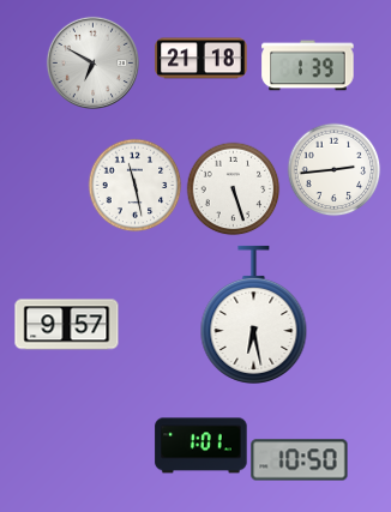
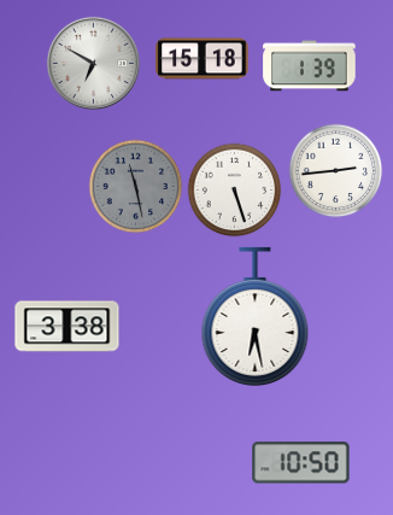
clock at (201, 59): 21:18 -> 15:18
clock at (134, 185) dial: white -> grey
clock at (67, 325): 9:57 -> 3:38
clock at (201, 446): 1:01 -> none
